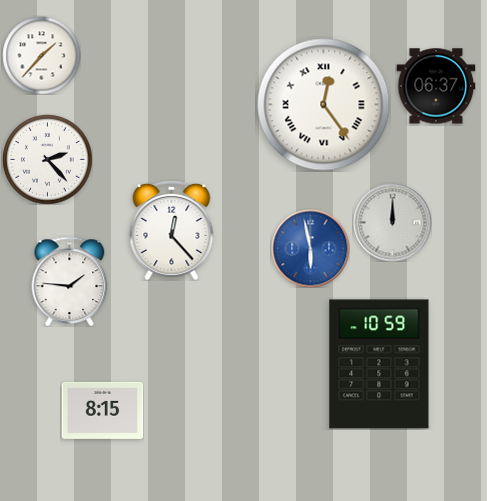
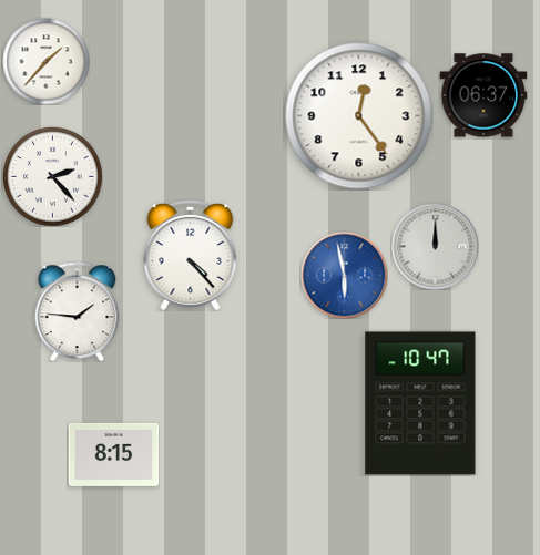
clock at (324, 105) numerals: Roman -> Arabic
clock at (172, 230): 12:23 -> 4:23
clock at (379, 364): 10:59 -> 10:47
